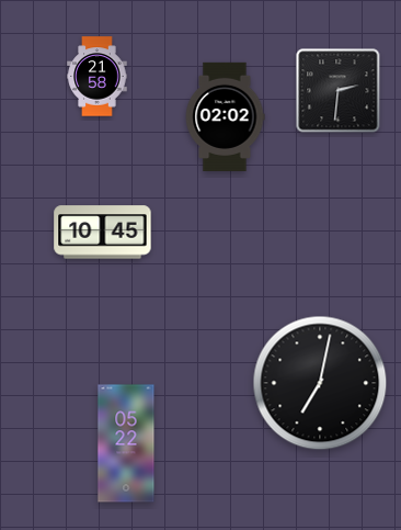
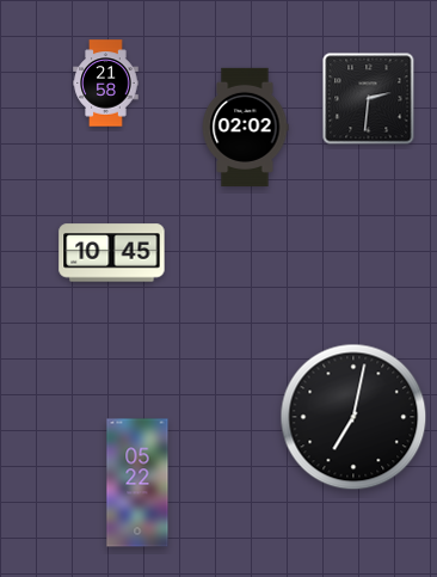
clock at (320, 383) position: (320, 383) -> (353, 417)
